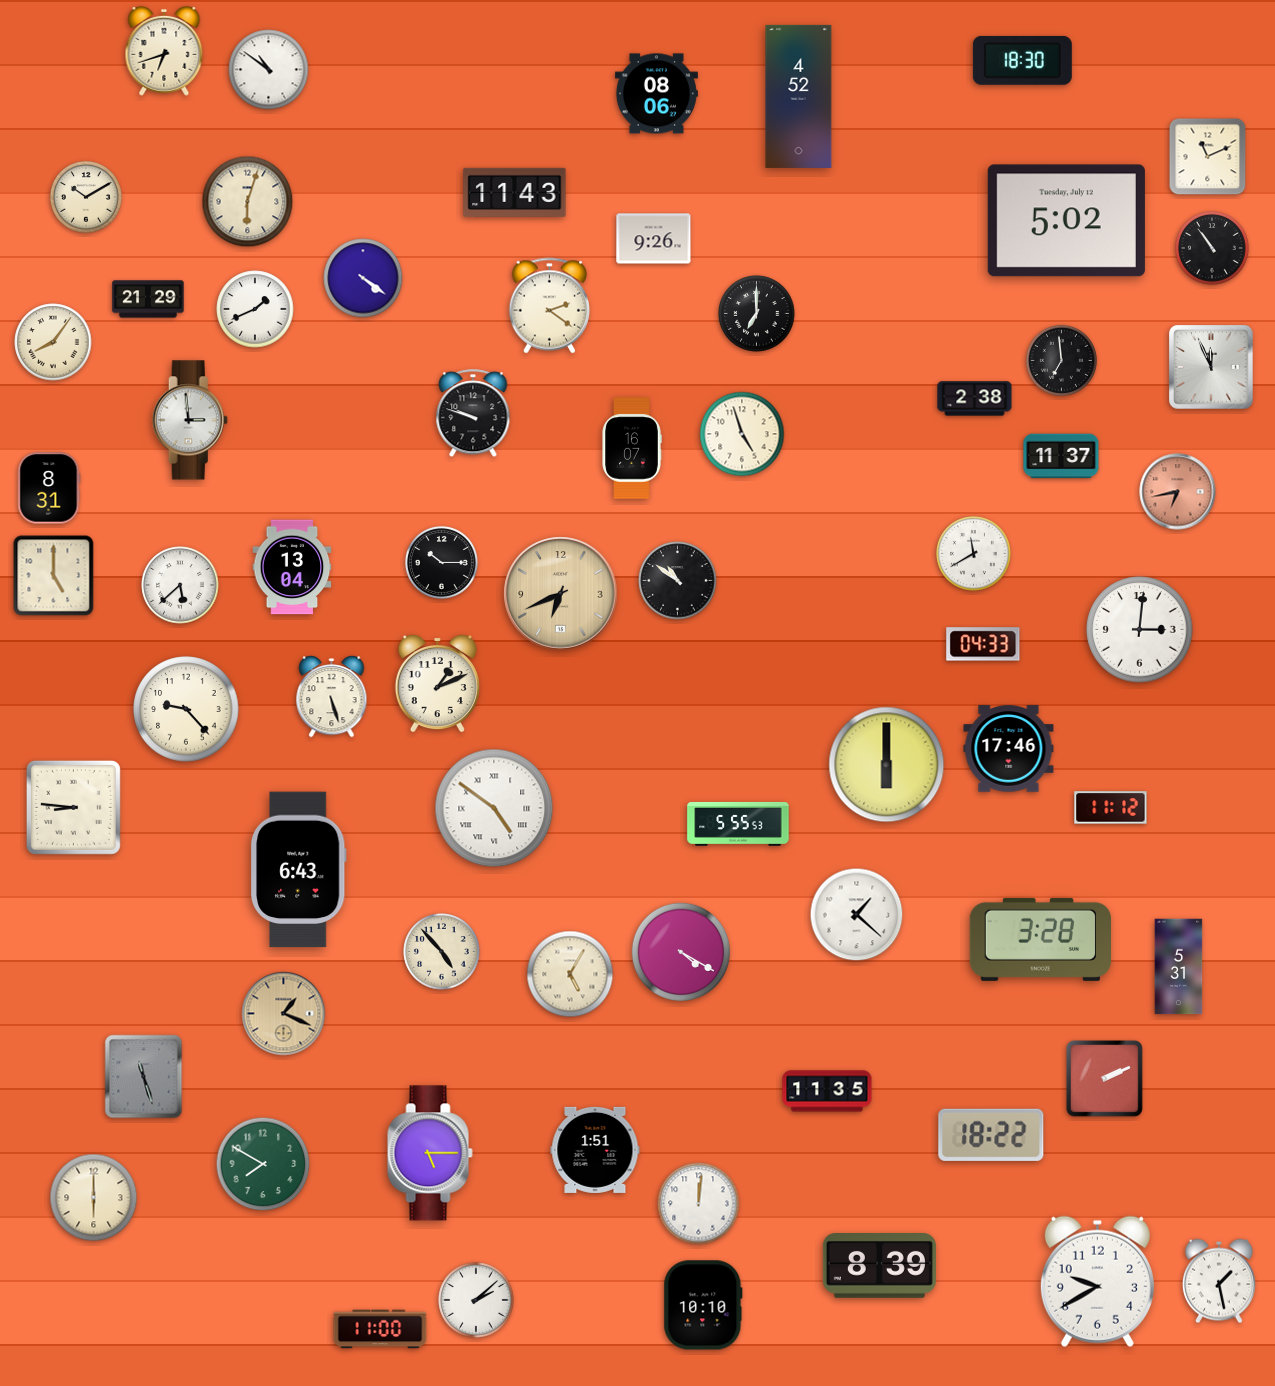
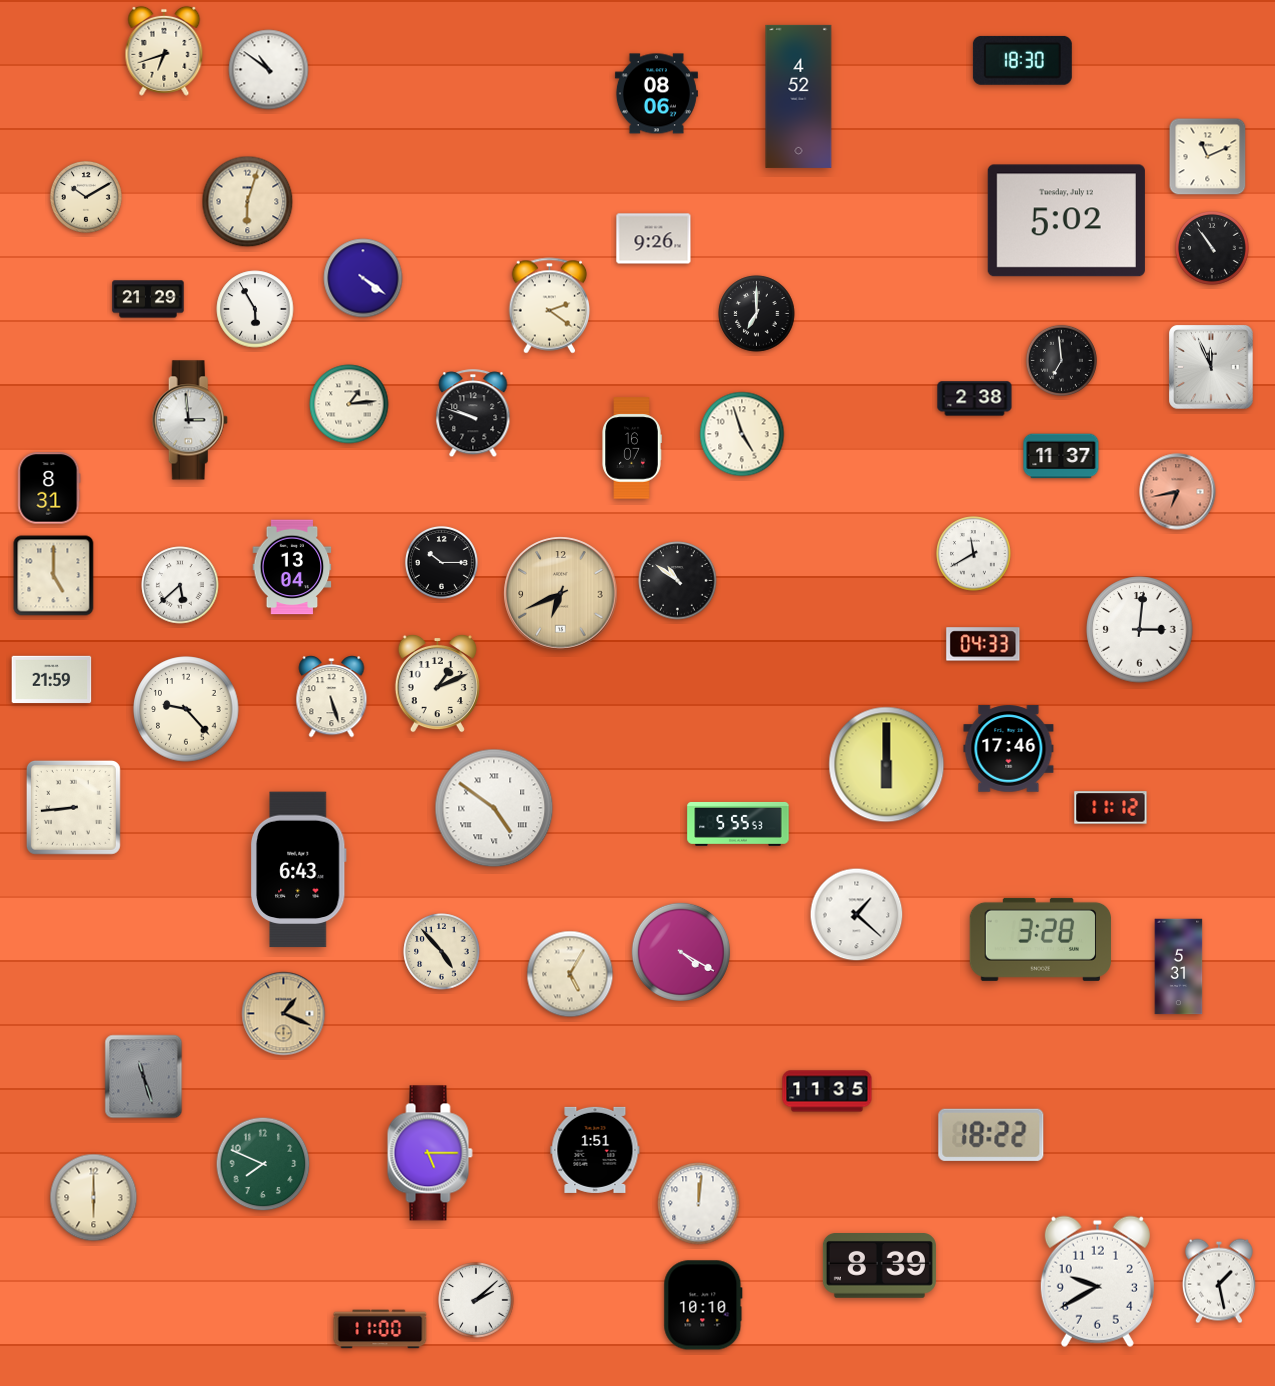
clock at (515, 192): 11:43 -> none
clock at (255, 309): 1:41 -> 5:55
clock at (53, 342): 8:06 -> none
clock at (349, 404): none -> 1:14
clock at (52, 680): none -> 21:59
clock at (73, 807): 8:46 -> 8:44
clock at (1104, 1078): 2:11 -> none
clock at (263, 1164): 7:50 -> 7:49
